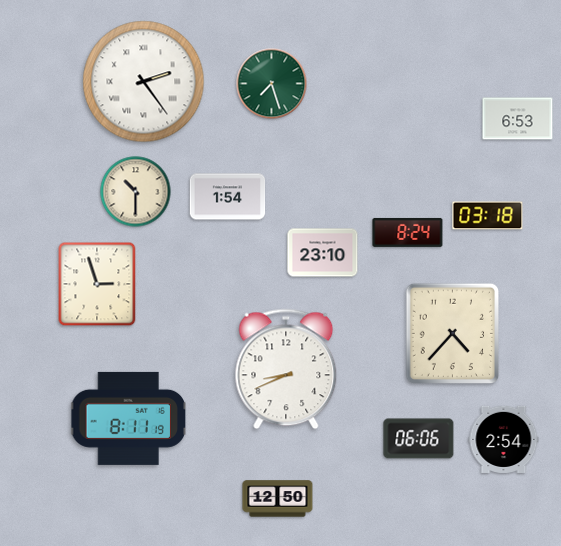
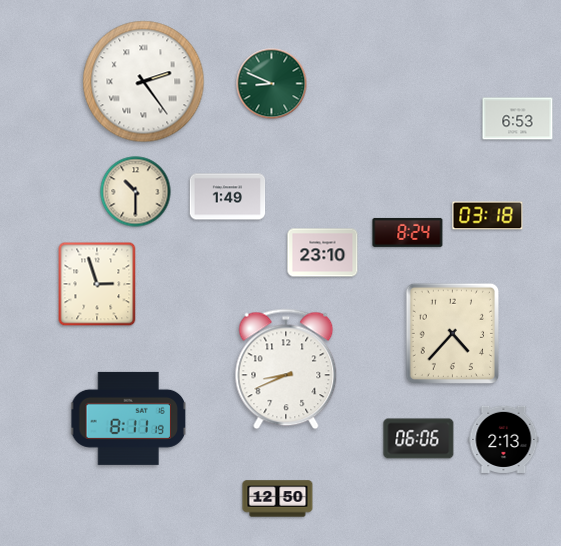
clock at (272, 84): 7:27 -> 8:49
clock at (228, 197): 1:54 -> 1:49
clock at (504, 439): 2:54 -> 2:13
